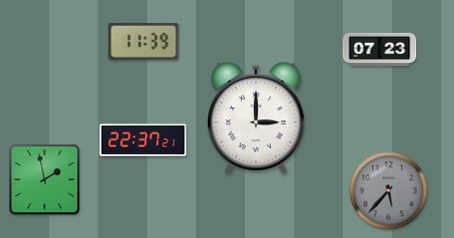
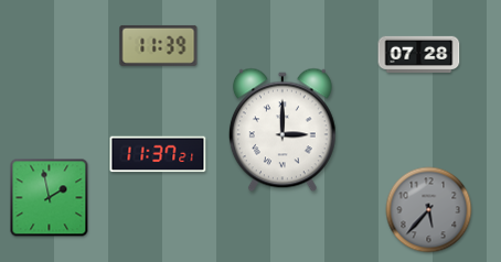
clock at (380, 49): 07:23 -> 07:28
clock at (143, 140): 22:37 -> 11:37
